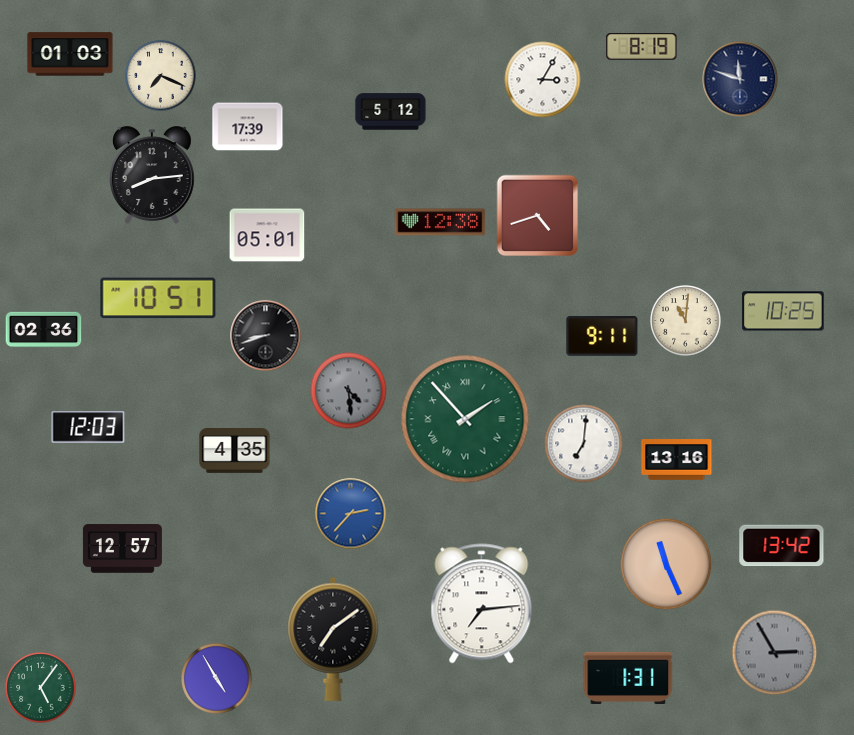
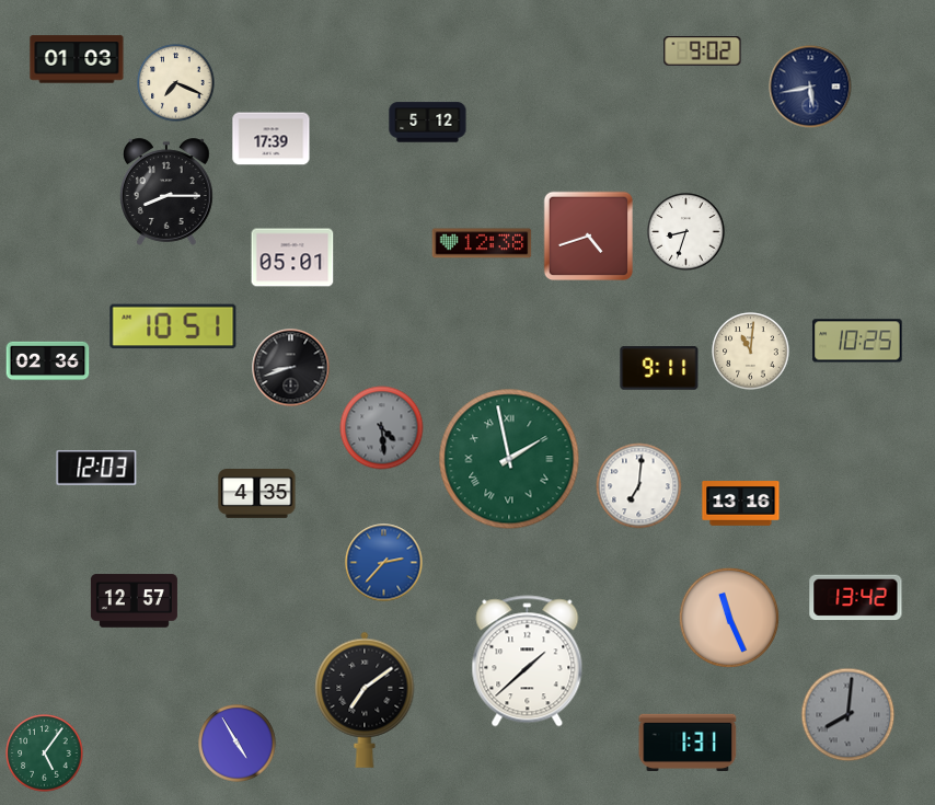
clock at (642, 47): 8:19 -> 9:02
clock at (740, 79): 11:48 -> 5:43
clock at (543, 80): 3:05 -> none
clock at (153, 175): 8:14 -> 8:15
clock at (686, 232): none -> 8:33
clock at (465, 419): 1:53 -> 1:58
clock at (482, 604): 7:14 -> 1:38
clock at (775, 653): 2:55 -> 8:01
